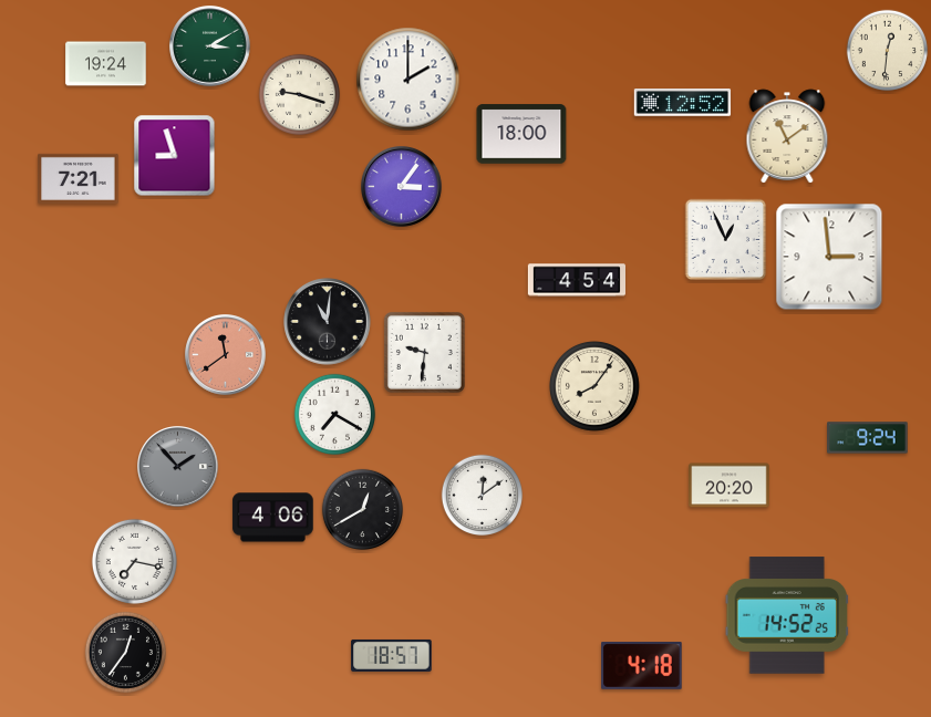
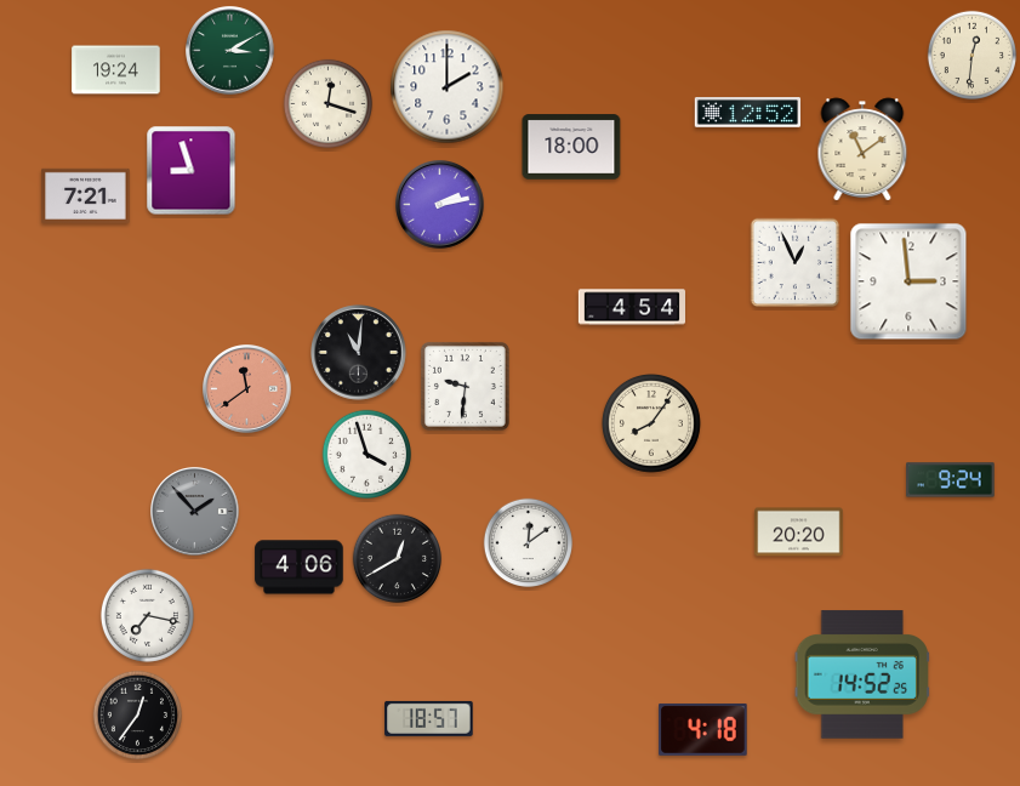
clock at (300, 95): 9:18 -> 12:18
clock at (402, 187): 3:06 -> 2:13
clock at (335, 415): 7:20 -> 3:57
